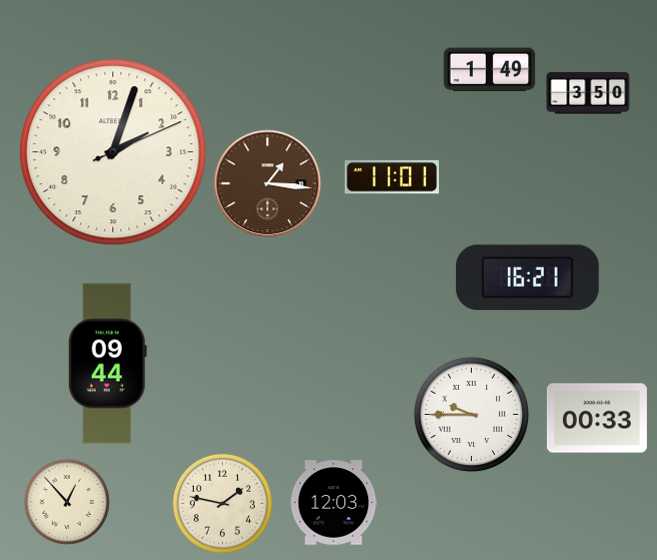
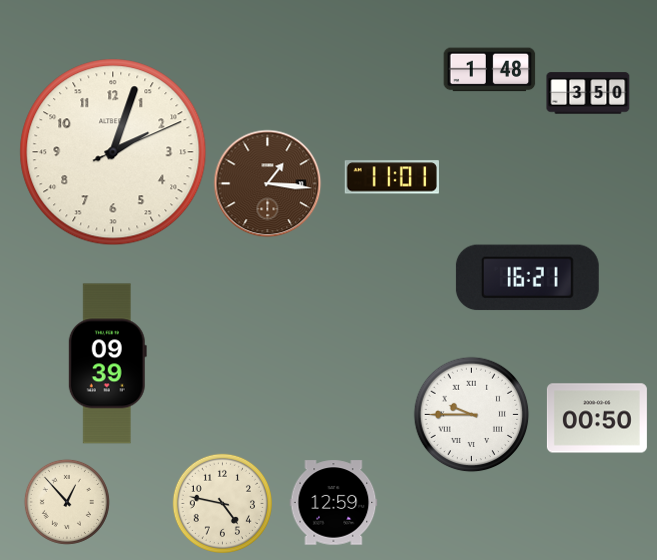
clock at (490, 70): 1:49 -> 1:48
clock at (107, 364): 09:44 -> 09:39
clock at (597, 418): 00:33 -> 00:50
clock at (222, 503): 1:47 -> 4:47
clock at (334, 503): 12:03 -> 12:59
